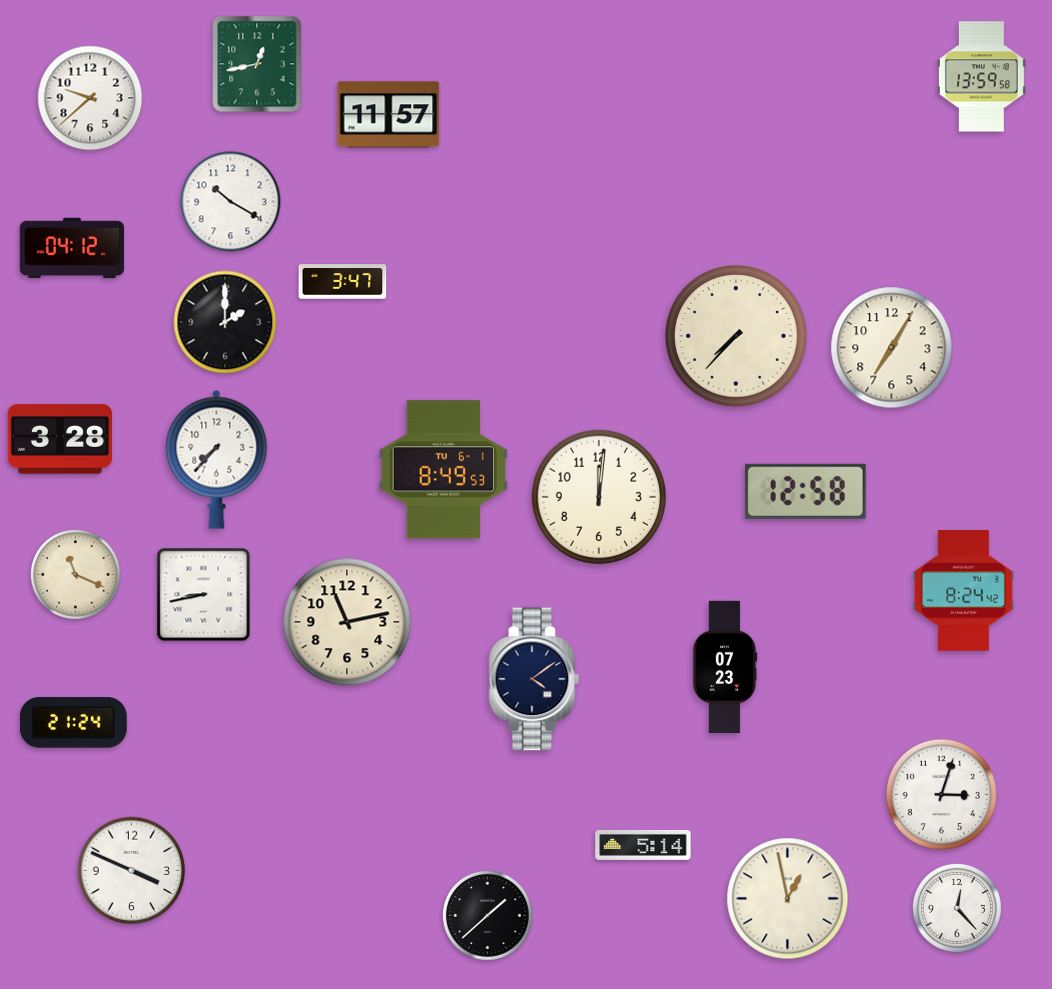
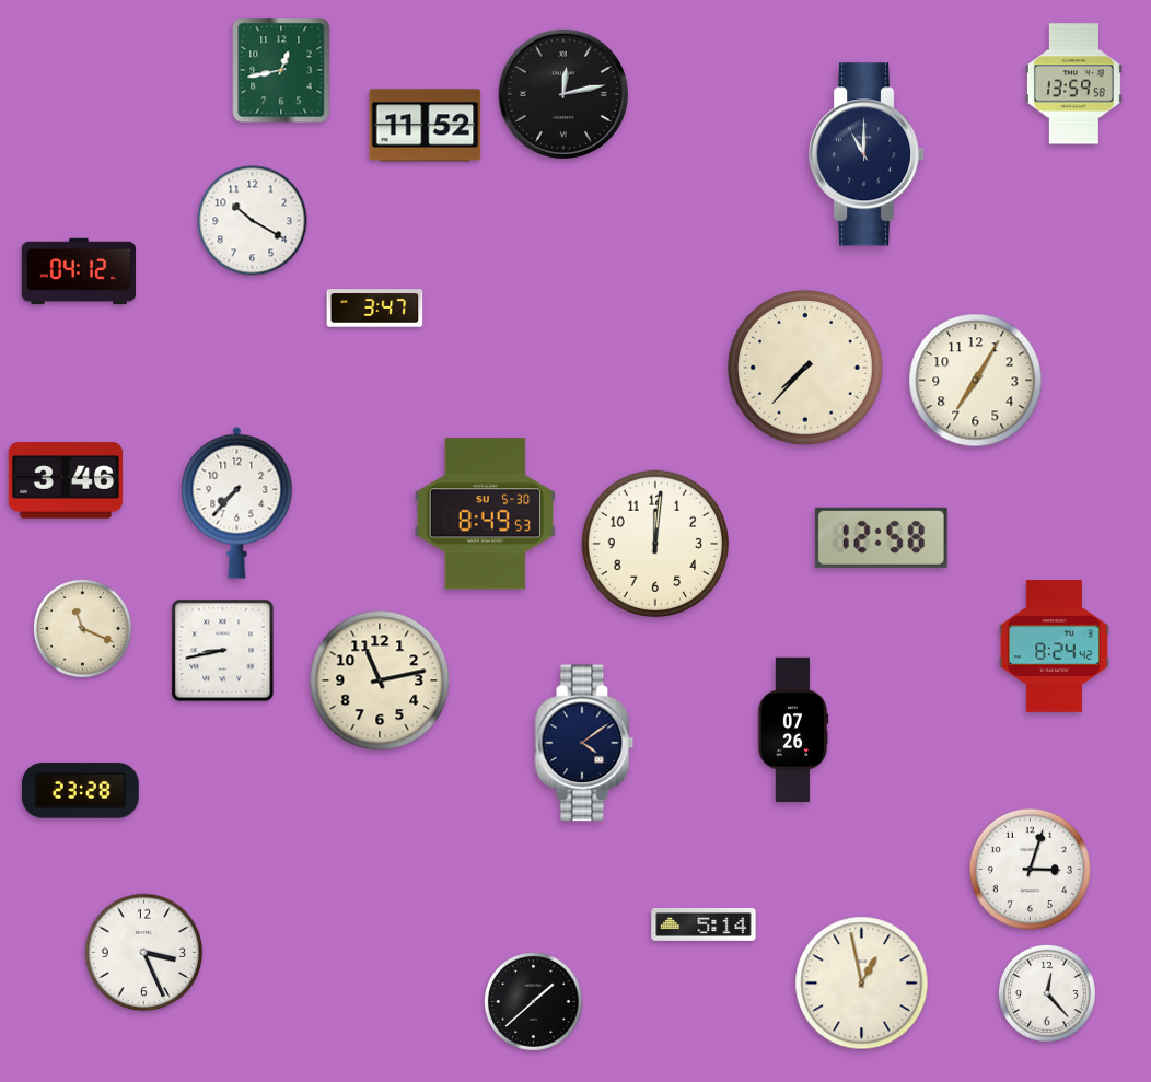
clock at (563, 94): none -> 12:13
clock at (90, 98): 9:38 -> none
clock at (389, 115): 11:57 -> 11:52
clock at (868, 154): none -> 11:00
clock at (225, 322): 2:00 -> none
clock at (60, 439): 3:28 -> 3:46
clock at (443, 470) date: TU 6-1 -> SU 5-30
clock at (725, 666): 07:23 -> 07:26
clock at (73, 723): 21:24 -> 23:28
clock at (132, 871): 3:49 -> 3:26
